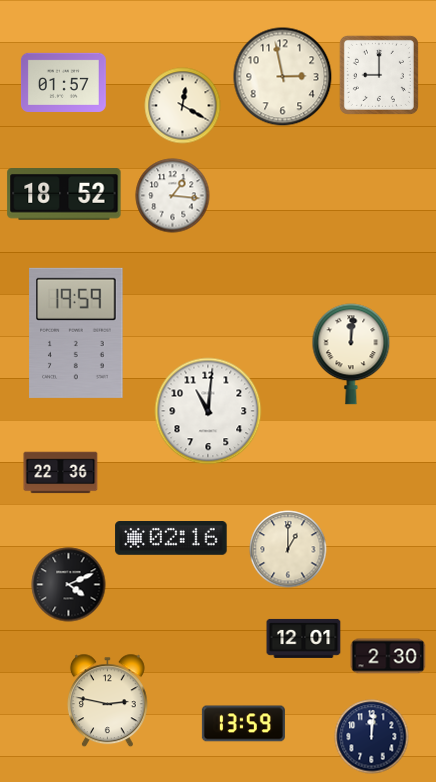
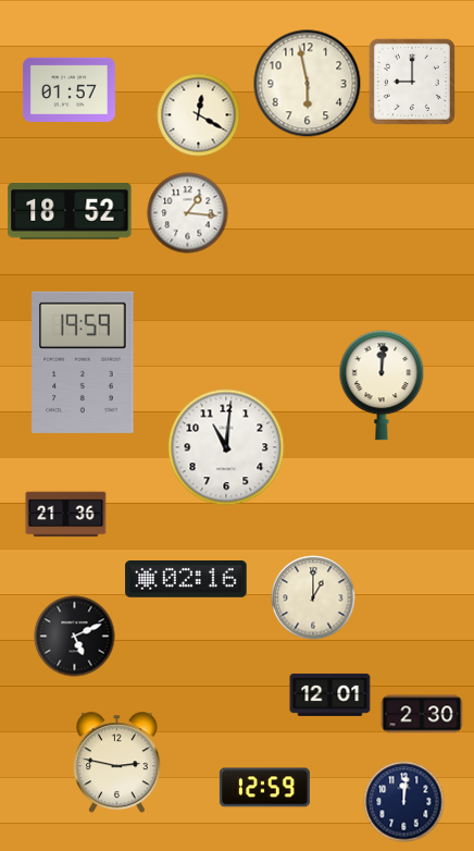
clock at (283, 77): 2:58 -> 5:58
clock at (61, 473): 22:36 -> 21:36
clock at (171, 539) position: (171, 539) -> (186, 580)
clock at (69, 585): 4:11 -> 5:11
clock at (243, 724): 13:59 -> 12:59
